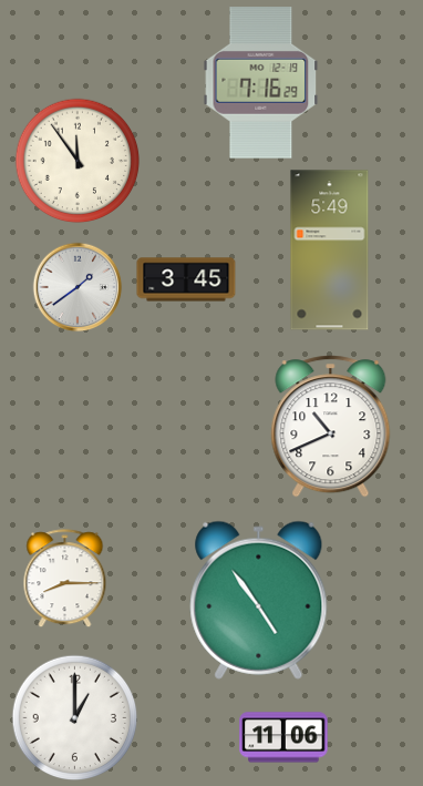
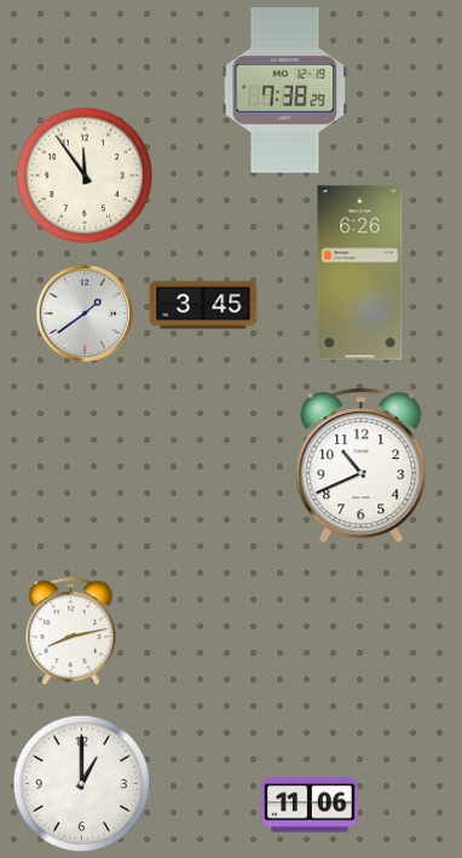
clock at (261, 83): 7:16 -> 7:38
clock at (330, 251): 5:49 -> 6:26
clock at (65, 579): 8:15 -> 8:13
clock at (259, 600): 4:54 -> none
